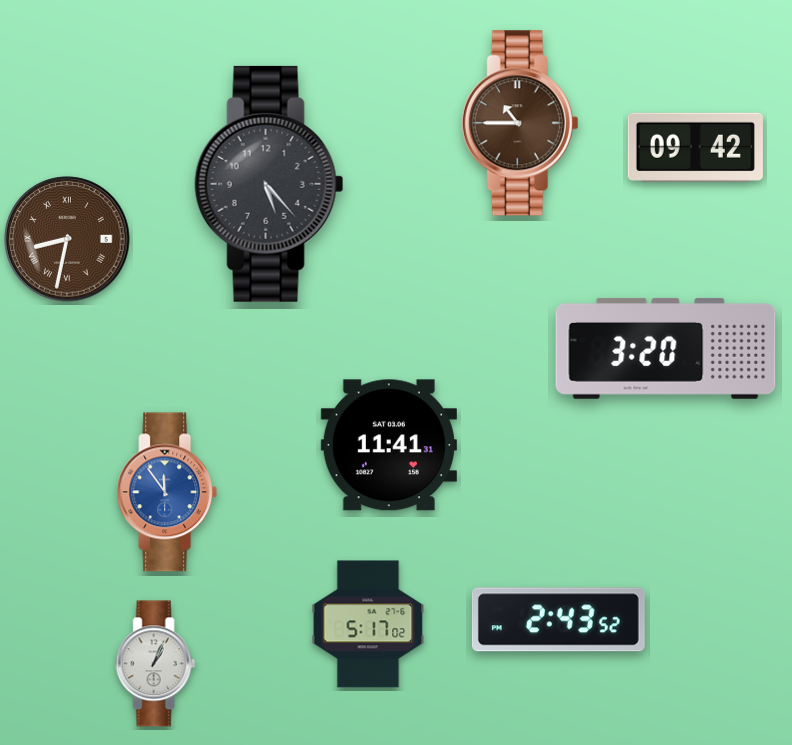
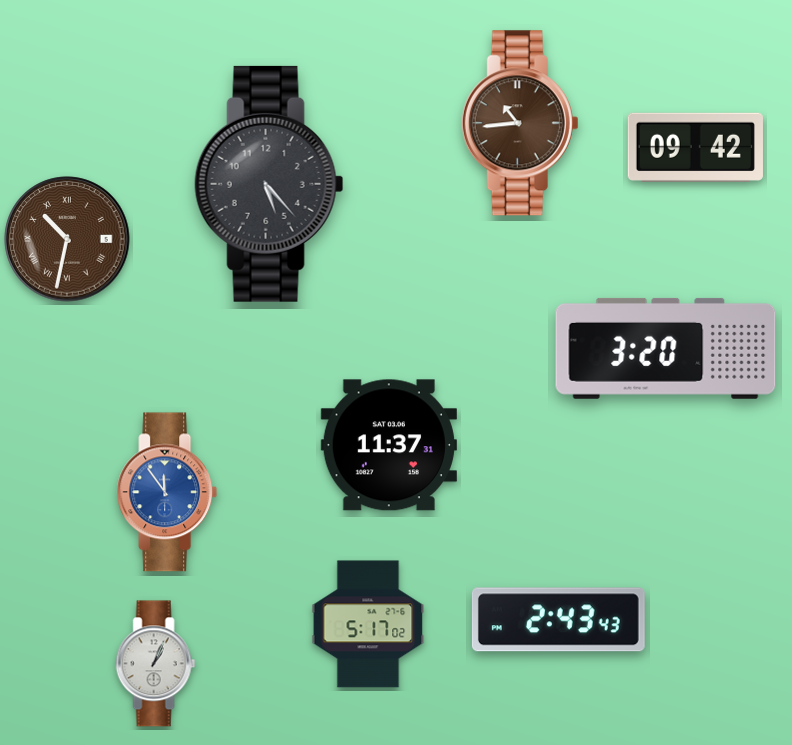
clock at (520, 123): 10:45 -> 10:44
clock at (67, 239): 8:32 -> 10:32
clock at (389, 445): 11:41 -> 11:37
clock at (558, 620): 2:43:52 -> 2:43:43
